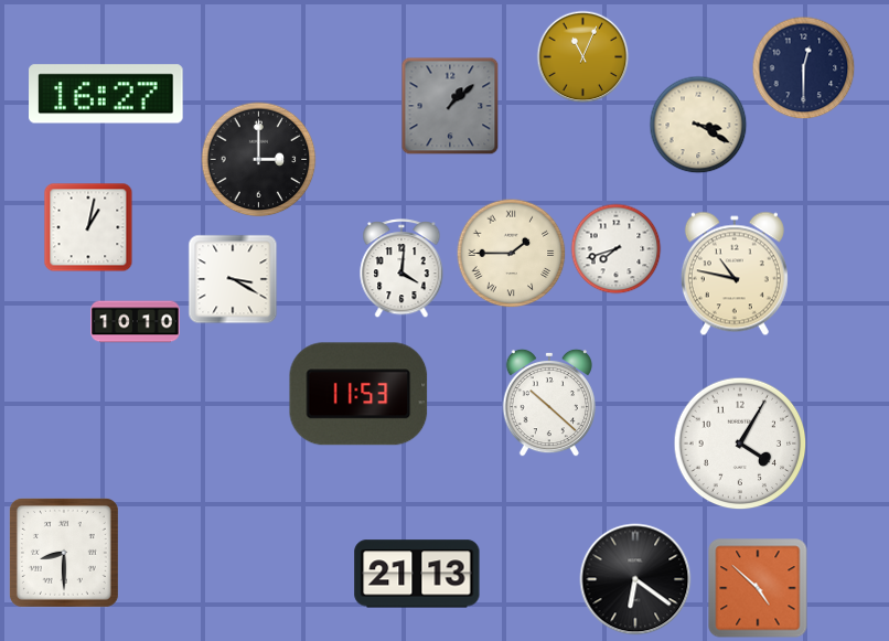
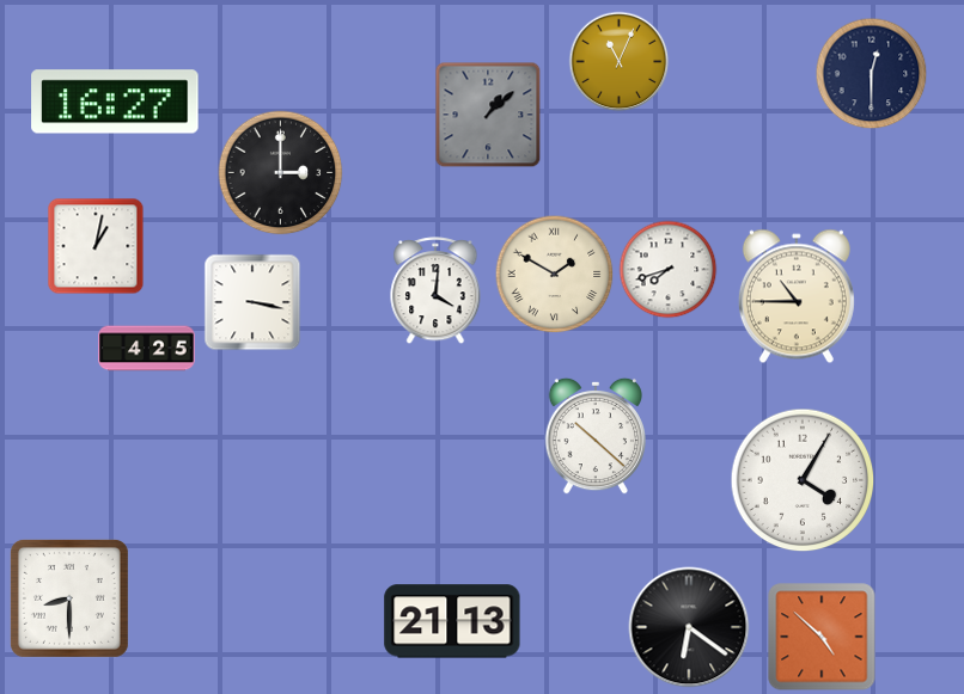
clock at (583, 57) position: (583, 57) -> (620, 62)
clock at (698, 125): 3:20 -> none
clock at (512, 254): 1:45 -> 1:50
clock at (735, 274): 10:47 -> 10:45
clock at (233, 279): 3:20 -> 3:17
clock at (136, 322): 10:10 -> 4:25
clock at (358, 394): 11:53 -> none
